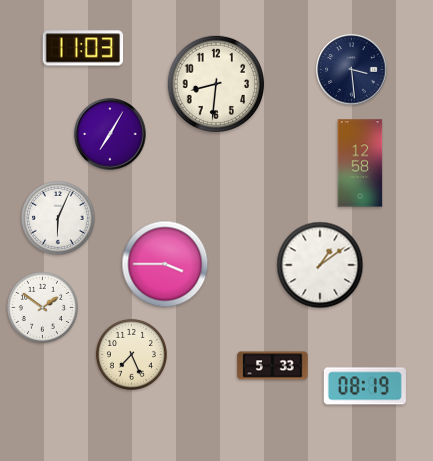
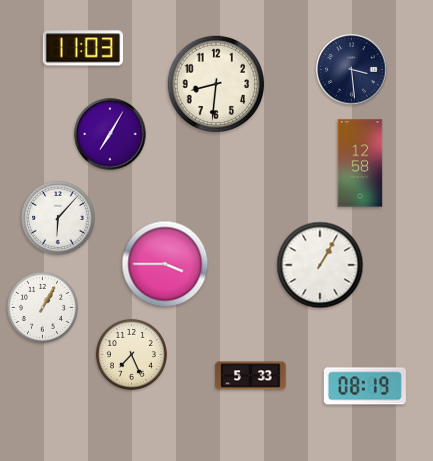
clock at (58, 218): 6:04 -> 6:07
clock at (320, 265): 1:09 -> 1:05
clock at (42, 307): 1:51 -> 1:05
clock at (273, 366) position: (273, 366) -> (251, 376)
